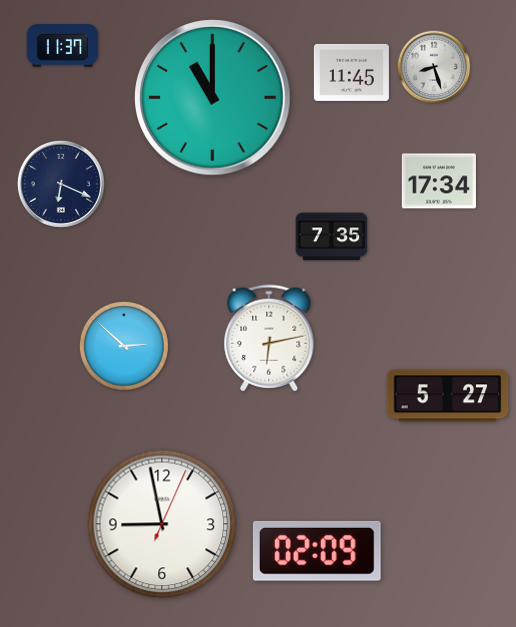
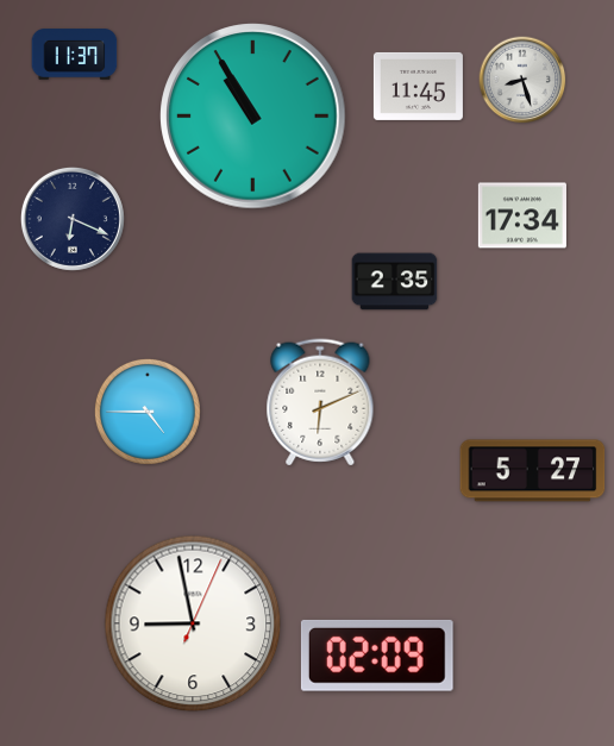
clock at (434, 67) position: (434, 67) -> (522, 80)
clock at (213, 98): 11:00 -> 10:55
clock at (332, 237): 7:35 -> 2:35
clock at (269, 338): 6:13 -> 6:11
clock at (124, 346): 2:52 -> 4:45
